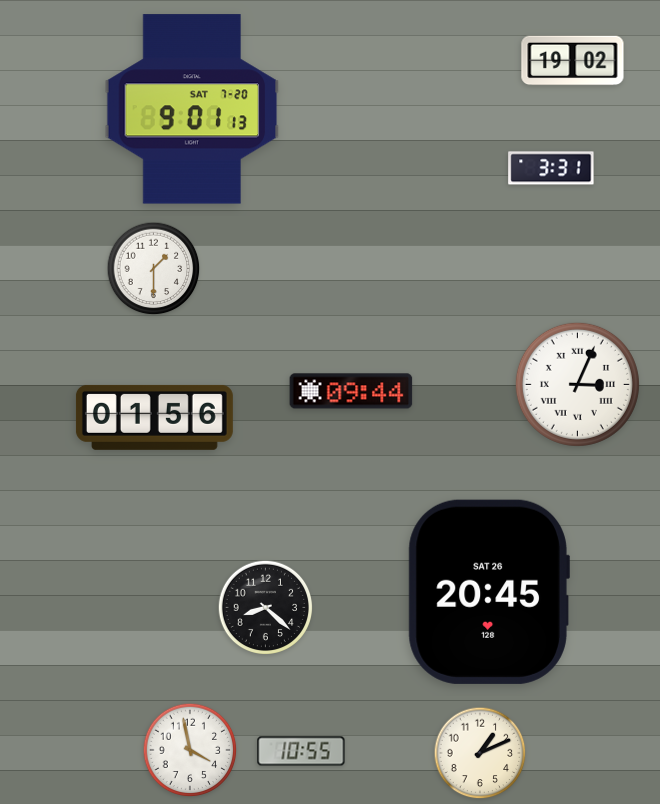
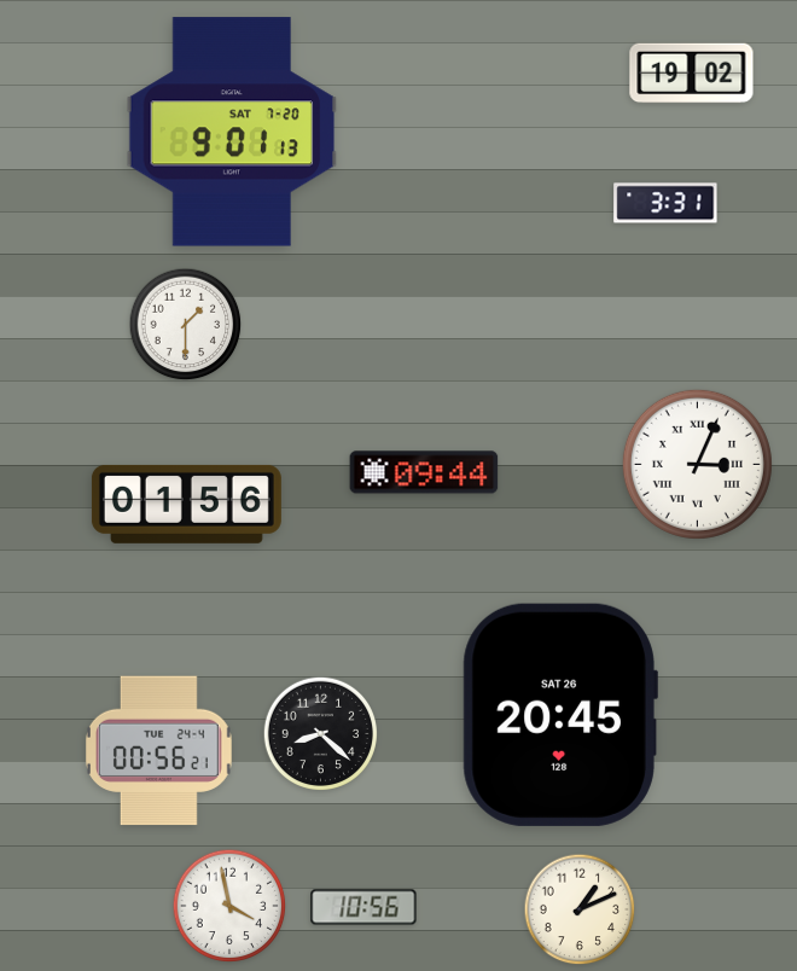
clock at (489, 592) position: (489, 592) -> (560, 715)
clock at (158, 751): none -> 00:56
clock at (301, 751): 10:55 -> 10:56
